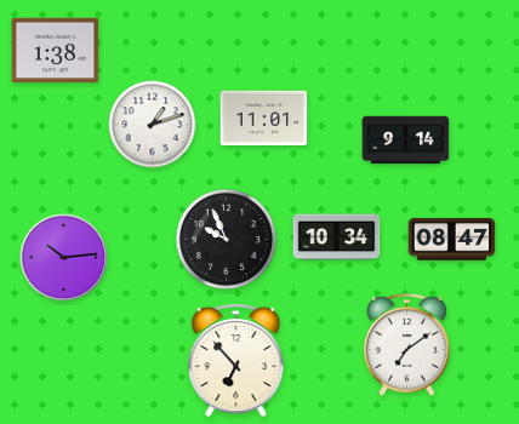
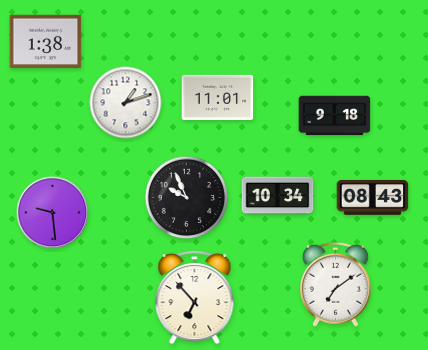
clock at (406, 141): 9:14 -> 9:18
clock at (452, 239): 08:47 -> 08:43
clock at (64, 258): 10:14 -> 9:29
